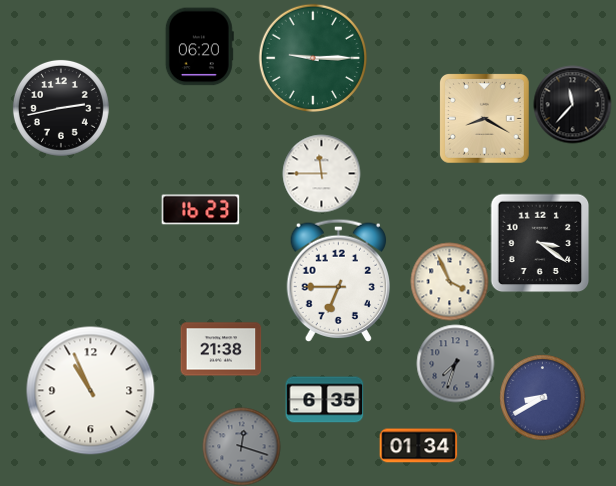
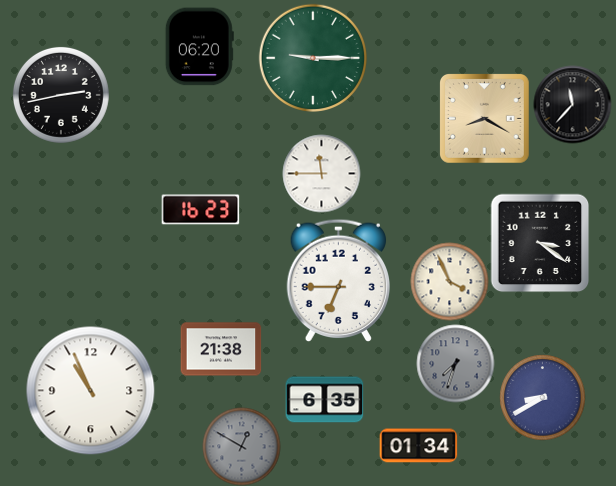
clock at (61, 108) position: (61, 108) -> (61, 95)
clock at (241, 446): 12:18 -> 12:50
